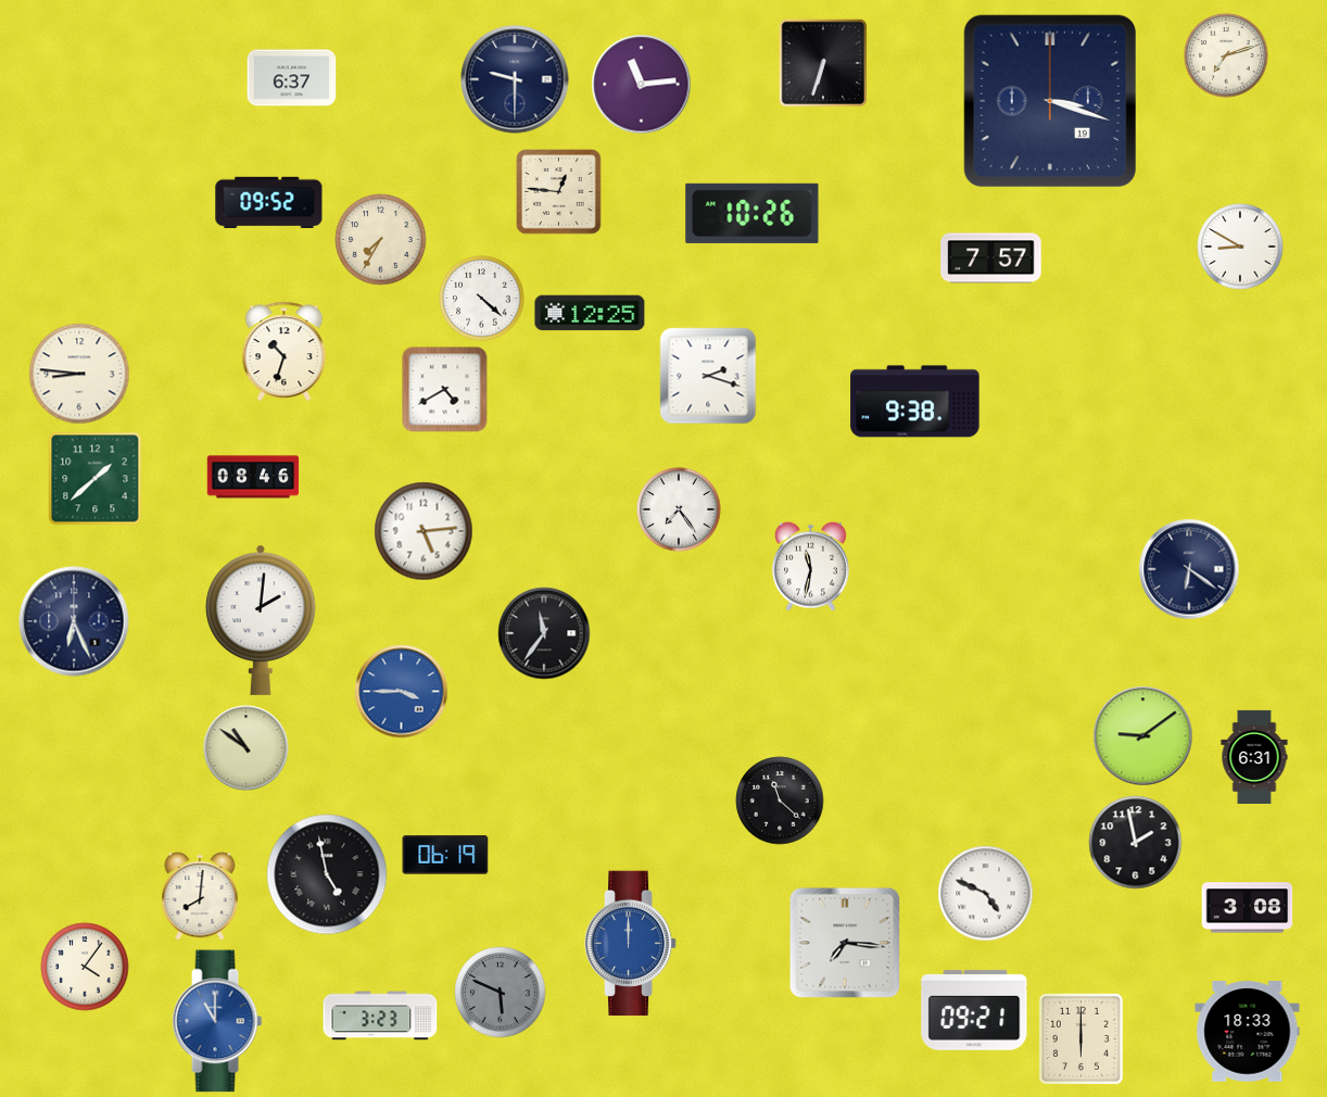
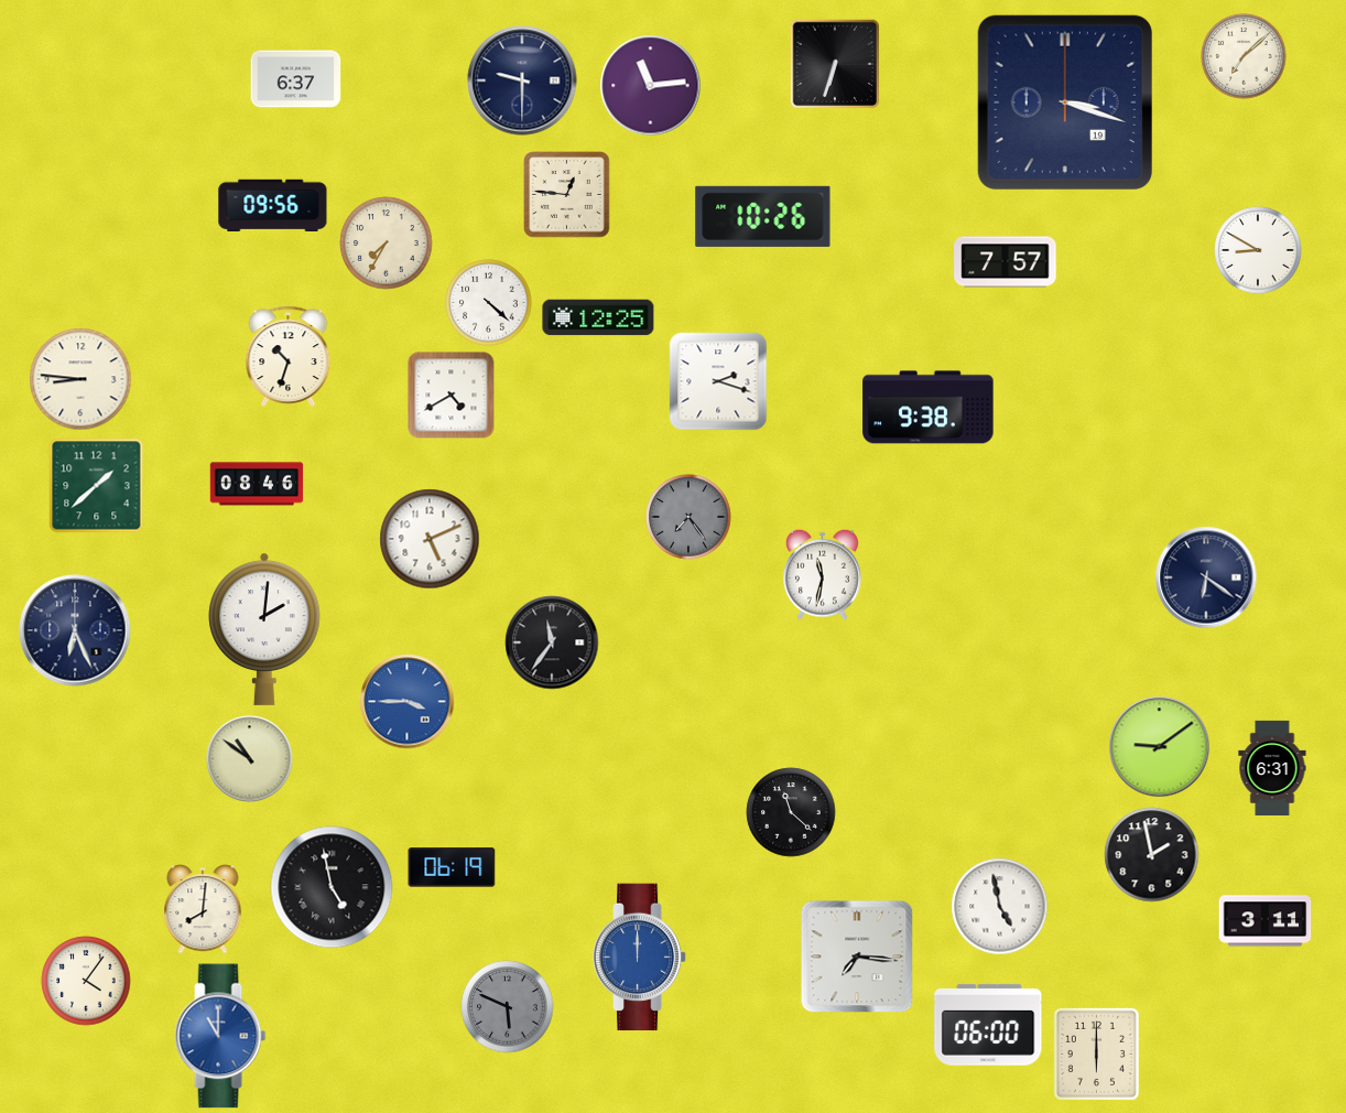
clock at (1226, 55): 7:12 -> 7:08
clock at (269, 202): 09:52 -> 09:56
clock at (679, 509) dial: white -> grey
clock at (424, 531): 5:14 -> 5:11
clock at (986, 894): 4:49 -> 4:58
clock at (1248, 908): 3:08 -> 3:11
clock at (974, 1010): 09:21 -> 06:00
clock at (380, 1016): 3:23 -> none
clock at (1248, 1032): 18:33 -> none
